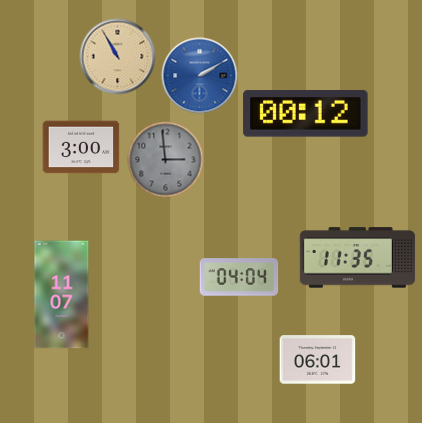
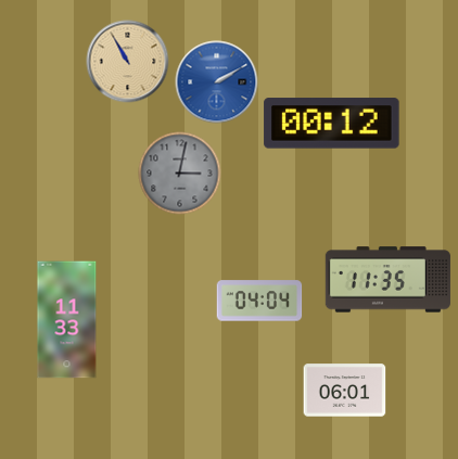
clock at (81, 147): 3:00 -> none
clock at (166, 160): 2:59 -> 3:02
clock at (62, 295): 11:07 -> 11:33
